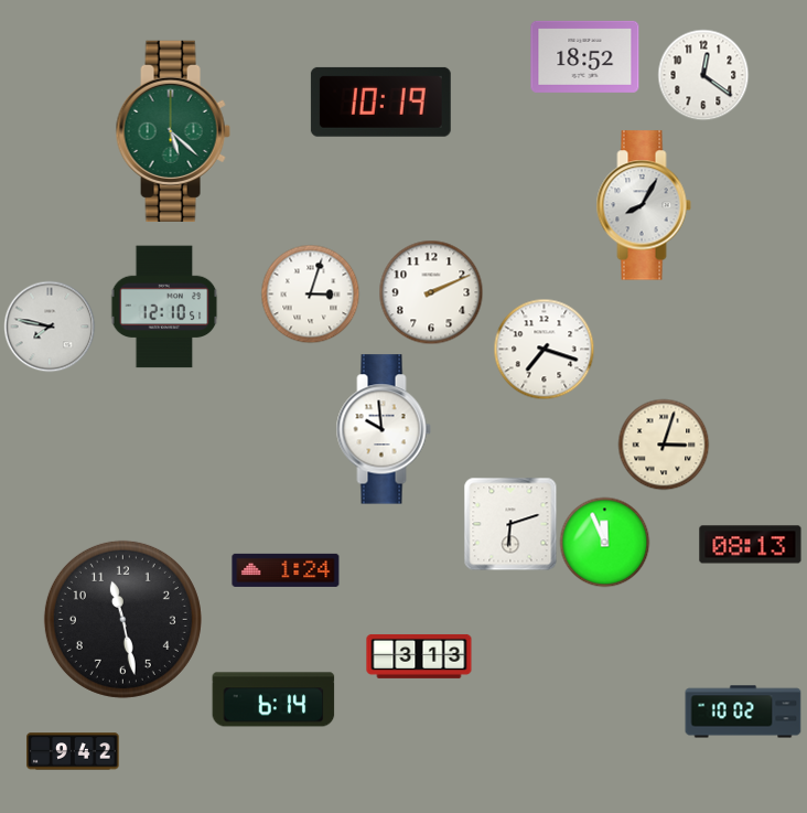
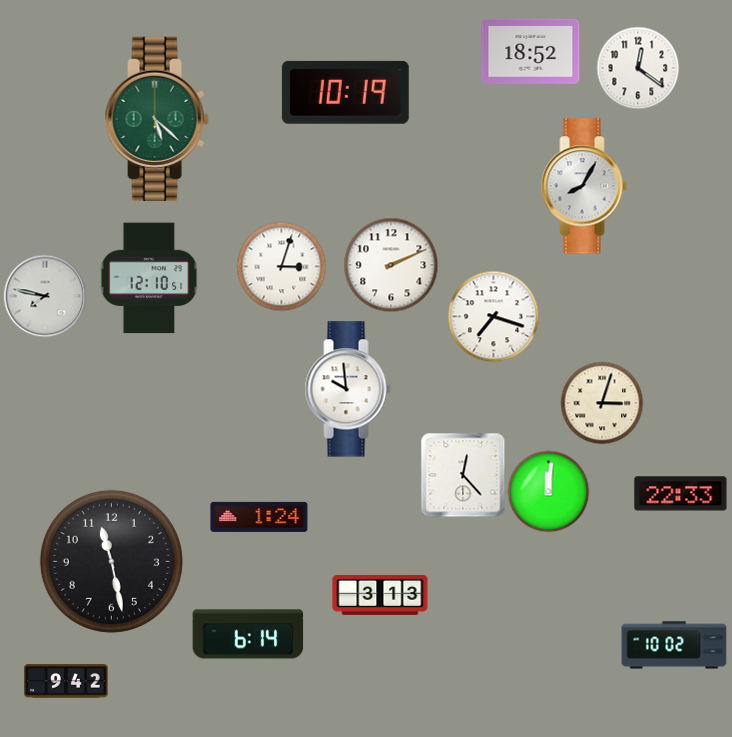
clock at (510, 524): 6:12 -> 12:23
clock at (604, 542): 11:56 -> 12:01
clock at (751, 545): 08:13 -> 22:33
